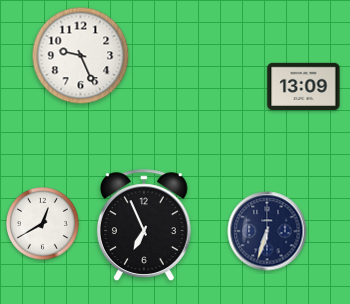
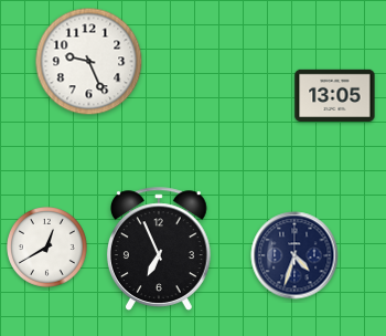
clock at (304, 86): 13:09 -> 13:05
clock at (267, 231): 6:33 -> 4:33
